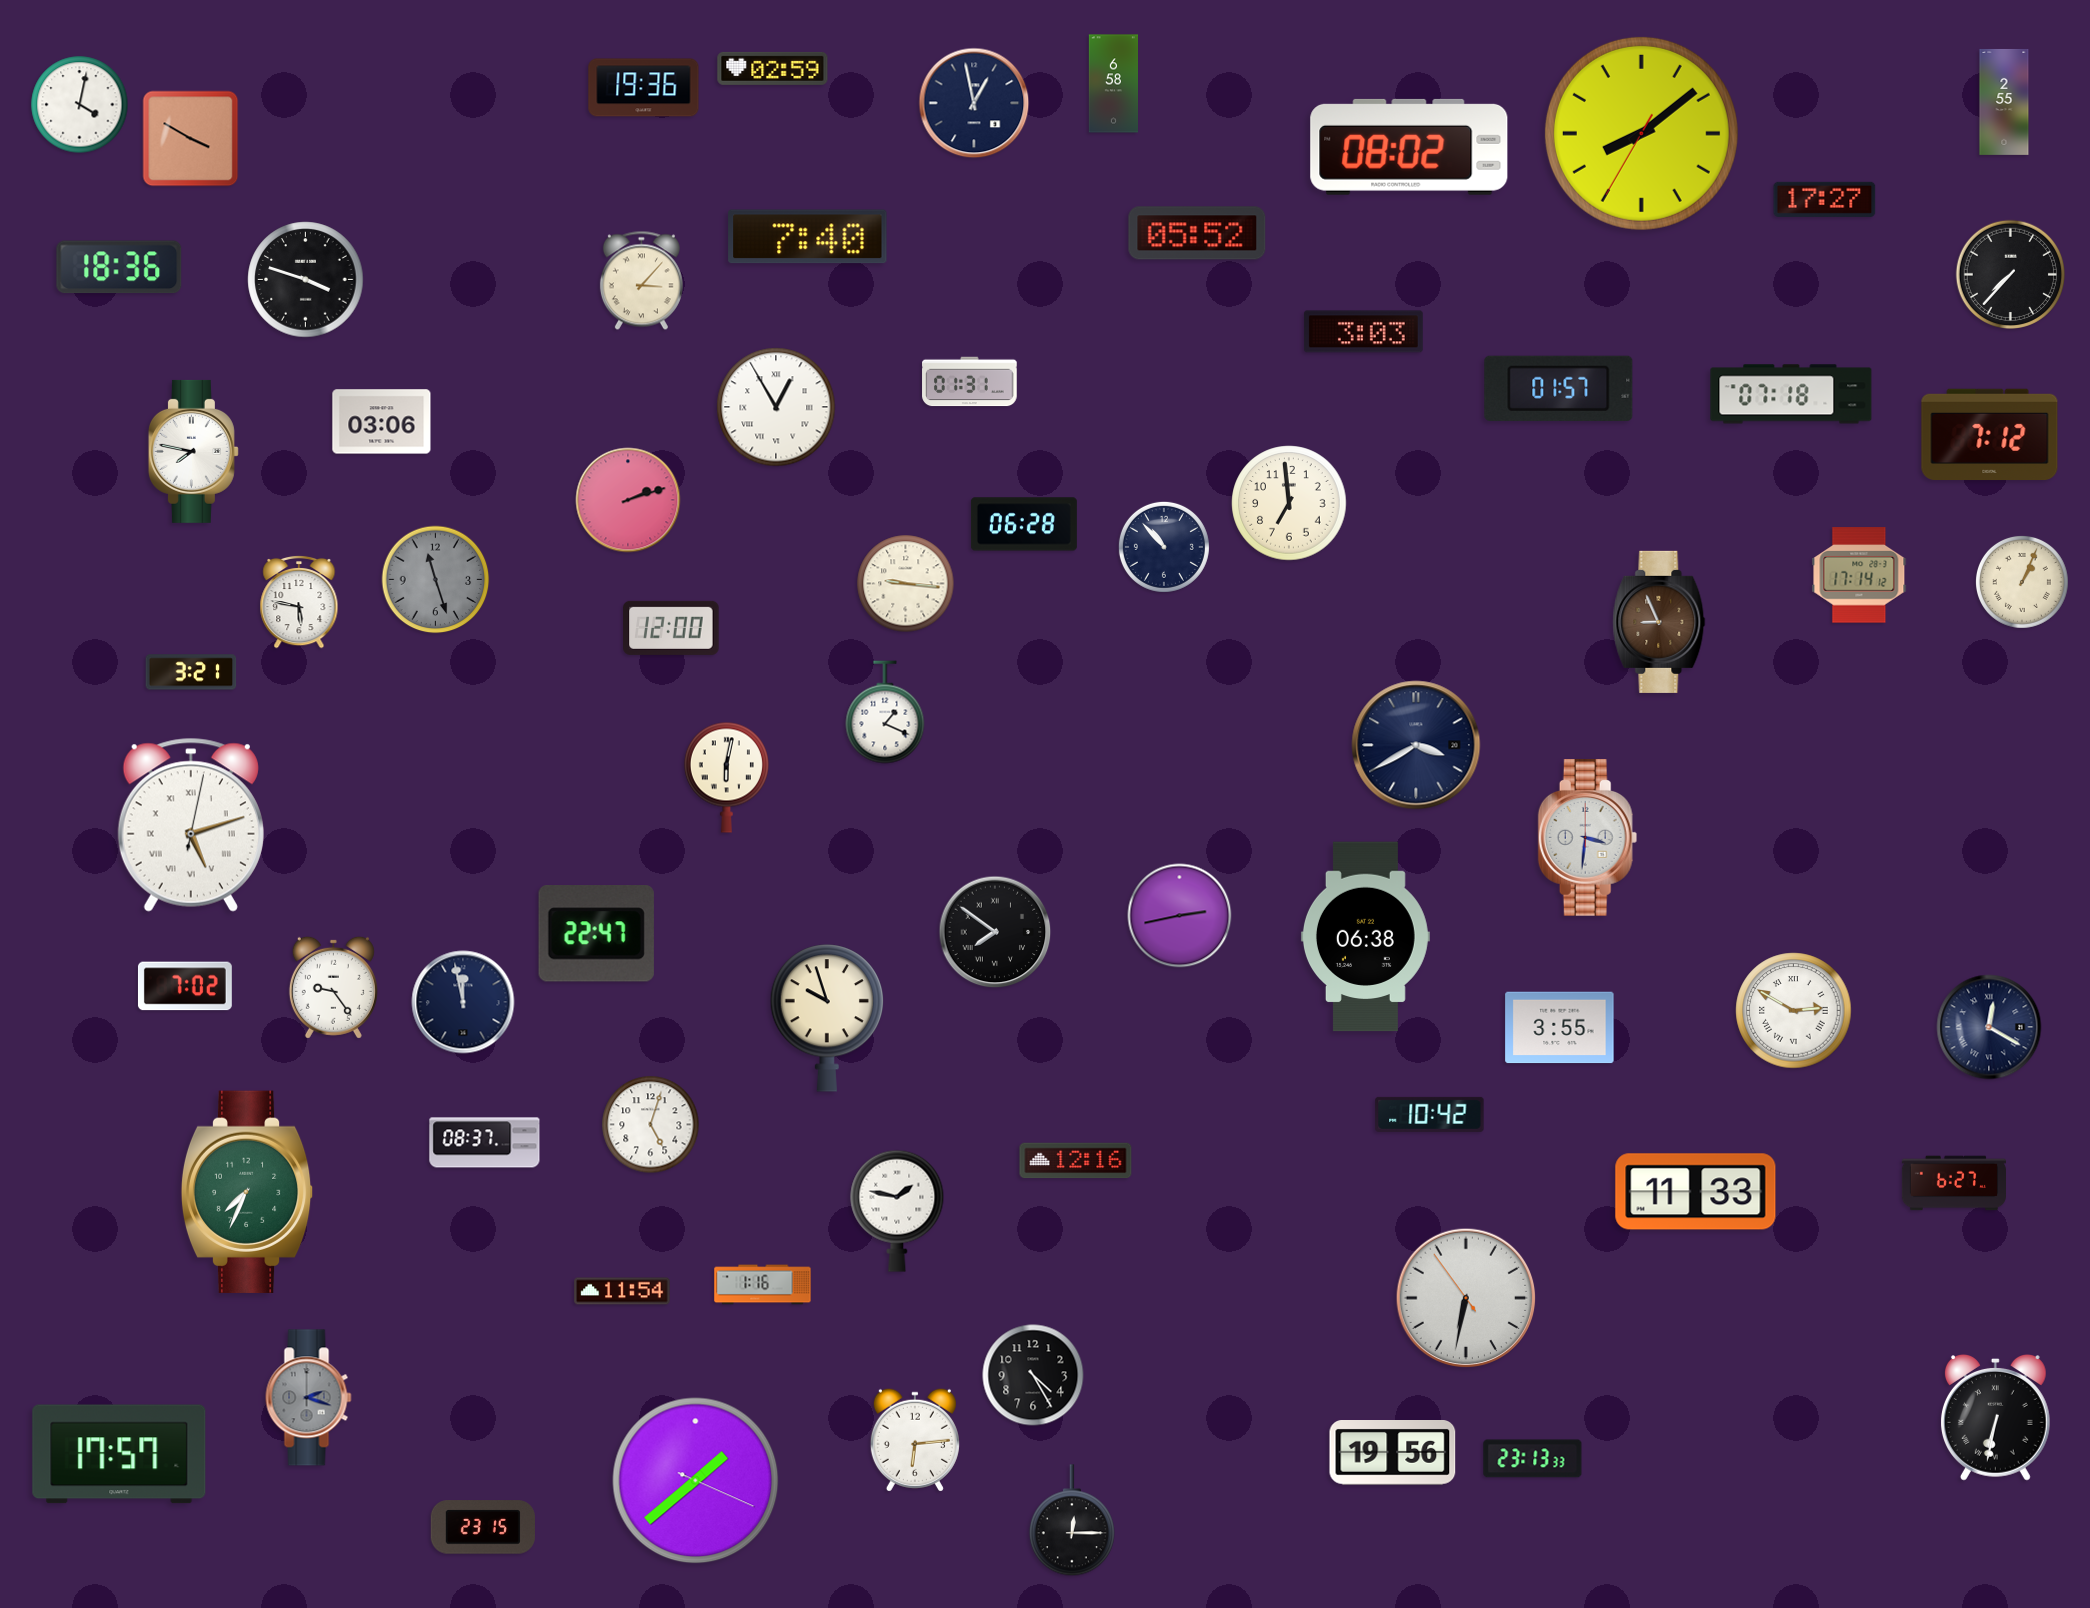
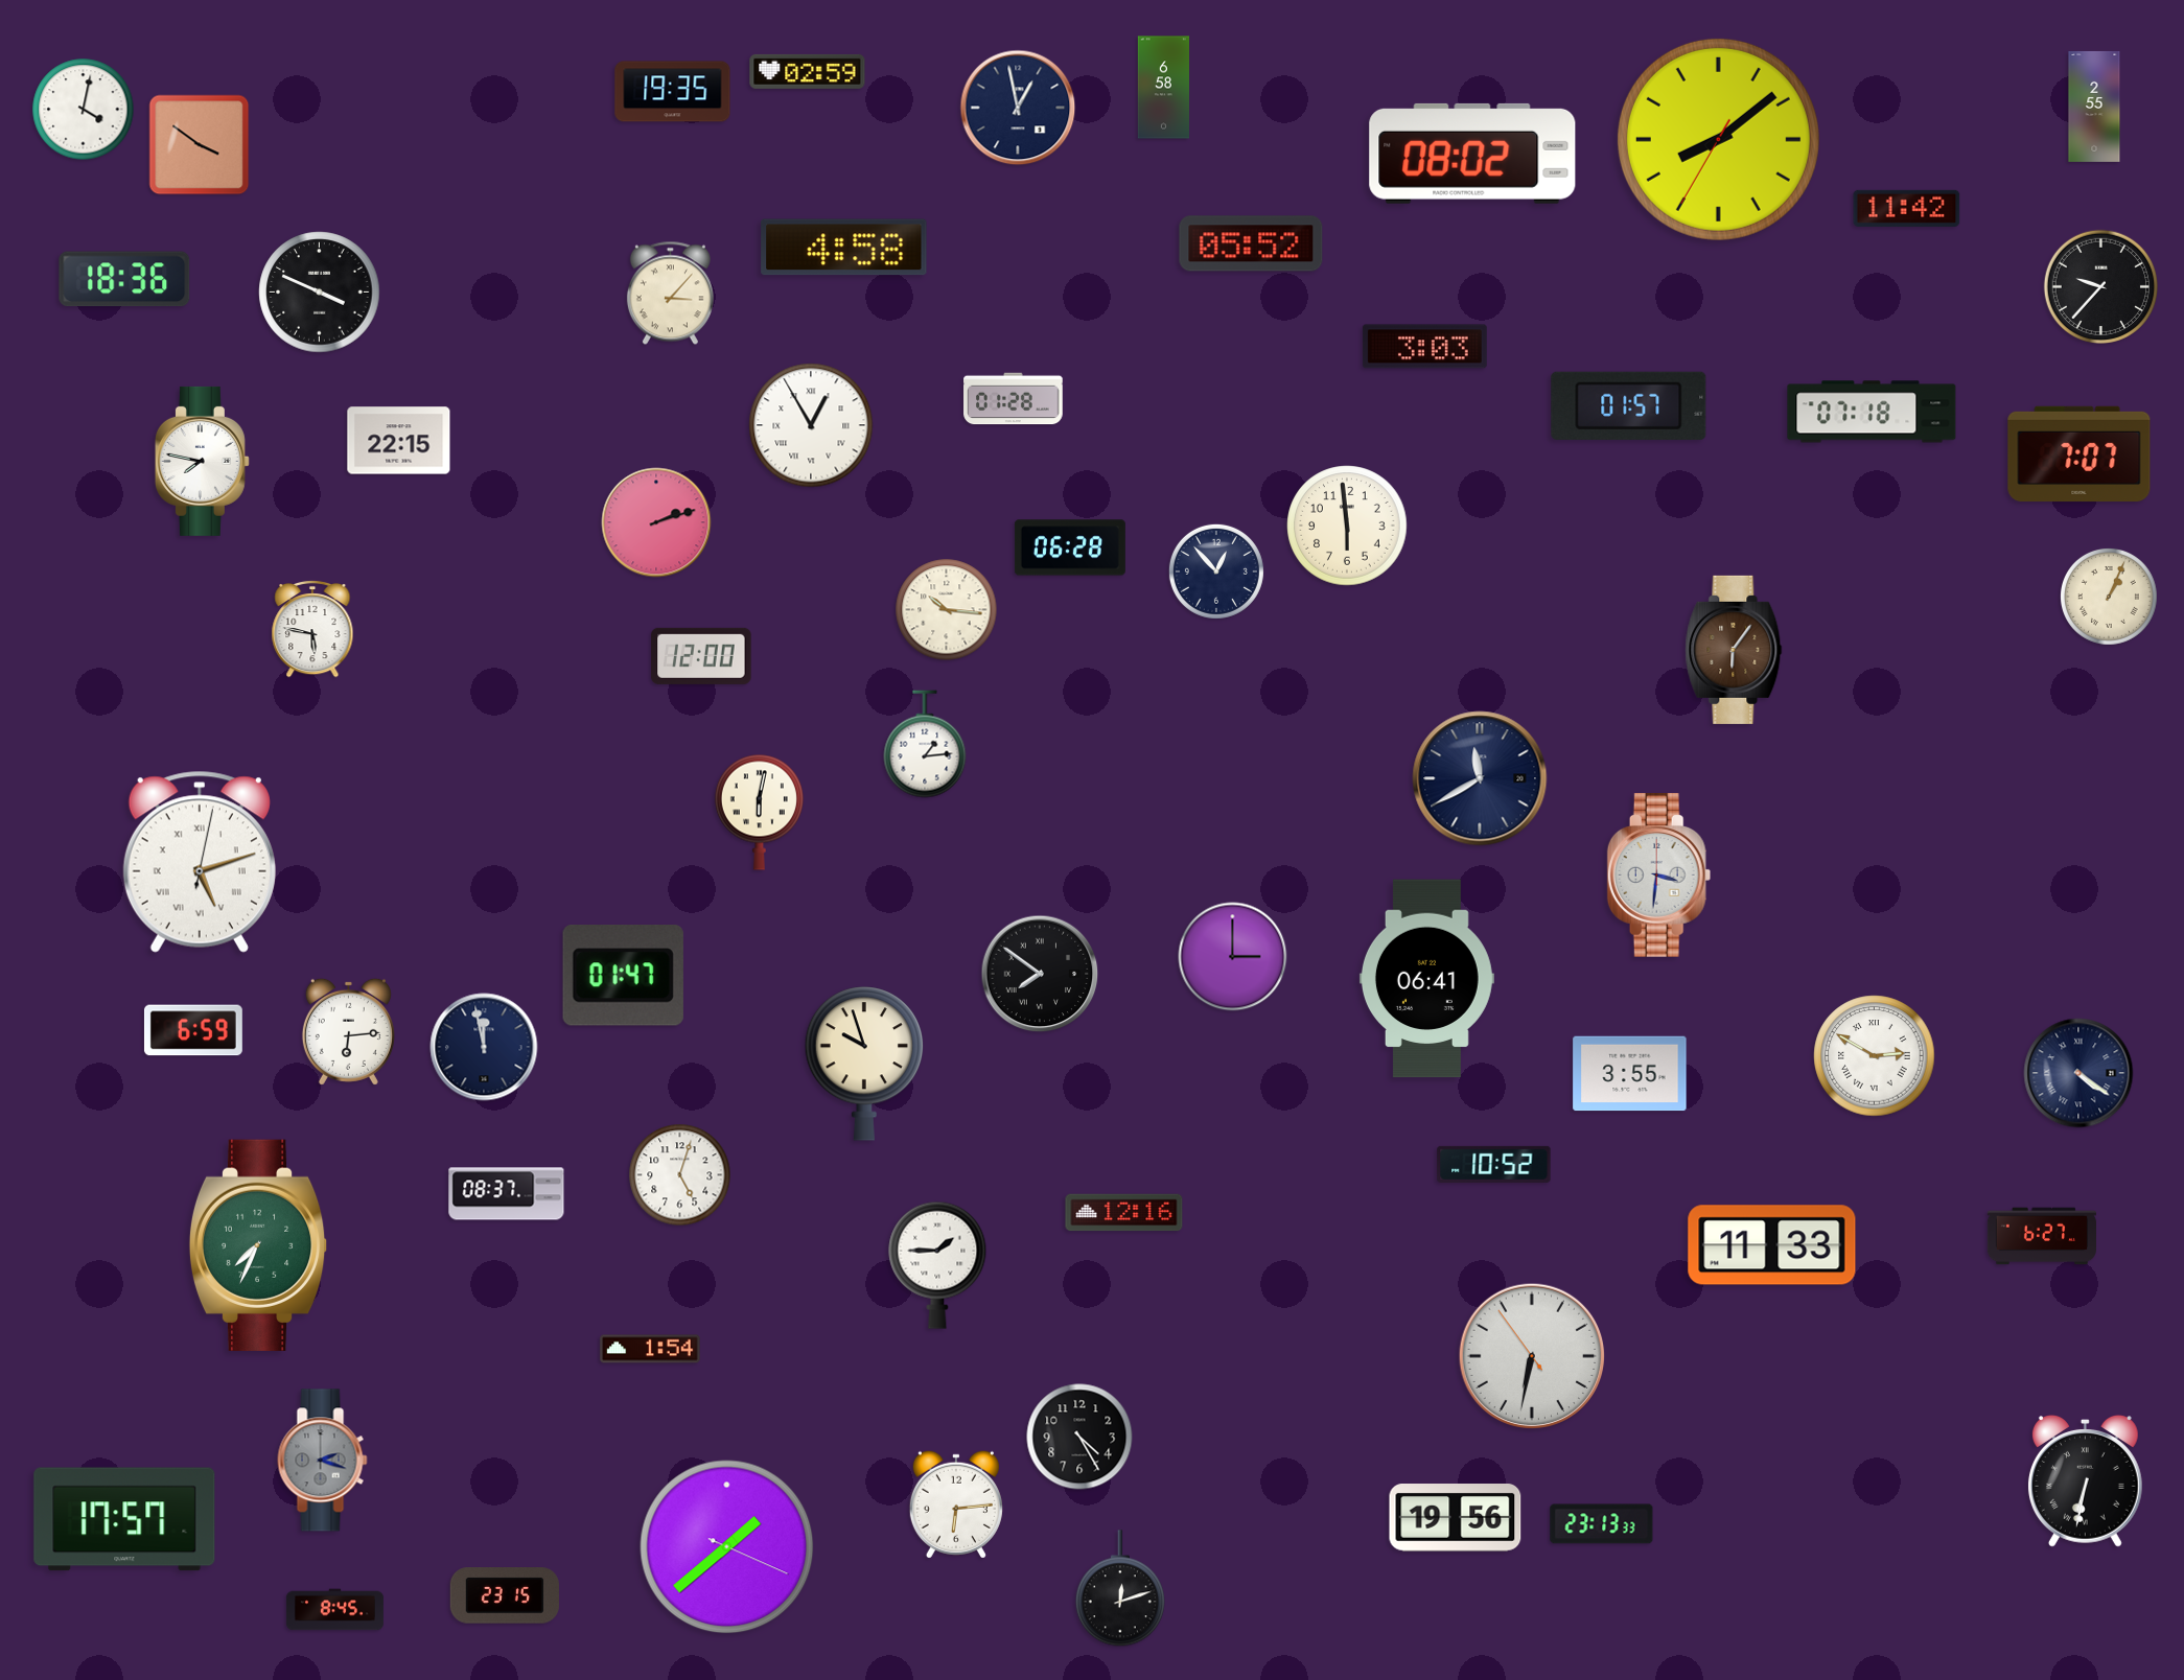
clock at (644, 88): 19:36 -> 19:35
clock at (1641, 133) position: (1641, 133) -> (1718, 139)
clock at (191, 139): 3:50 -> 3:51
clock at (1825, 199): 17:27 -> 11:42
clock at (808, 237): 7:40 -> 4:58
clock at (2010, 274): 7:37 -> 9:37
clock at (306, 280): 3:48 -> 3:49
clock at (970, 382): 01:31 -> 01:28
clock at (382, 422): 03:06 -> 22:15
clock at (1990, 435): 7:12 -> 7:07
clock at (193, 451) position: (193, 451) -> (202, 461)
clock at (1289, 503): 6:59 -> 5:59
clock at (1164, 547): 10:53 -> 12:53
clock at (1859, 575): 17:14 -> none
clock at (436, 580): 11:27 -> none
clock at (2022, 582) position: (2022, 582) -> (2109, 597)
clock at (906, 584): 9:16 -> 10:16
clock at (1659, 622): 8:56 -> 6:06
clock at (191, 672): 3:21 -> none
clock at (885, 712): 1:19 -> 1:14
clock at (1416, 745): 3:40 -> 11:40
clock at (1180, 916): 2:43 -> 3:00
clock at (596, 934): 22:47 -> 01:47
clock at (1365, 937): 06:38 -> 06:41
clock at (185, 986): 7:02 -> 6:59
clock at (333, 987): 9:24 -> 6:14
clock at (1989, 1027): 12:20 -> 4:21
clock at (1430, 1114): 10:42 -> 10:52
clock at (897, 1211): 1:47 -> 1:45
clock at (763, 1285): 1:16 -> none
clock at (622, 1291): 11:54 -> 1:54
clock at (1072, 1521): 12:15 -> 12:12
clock at (334, 1610): none -> 8:45
